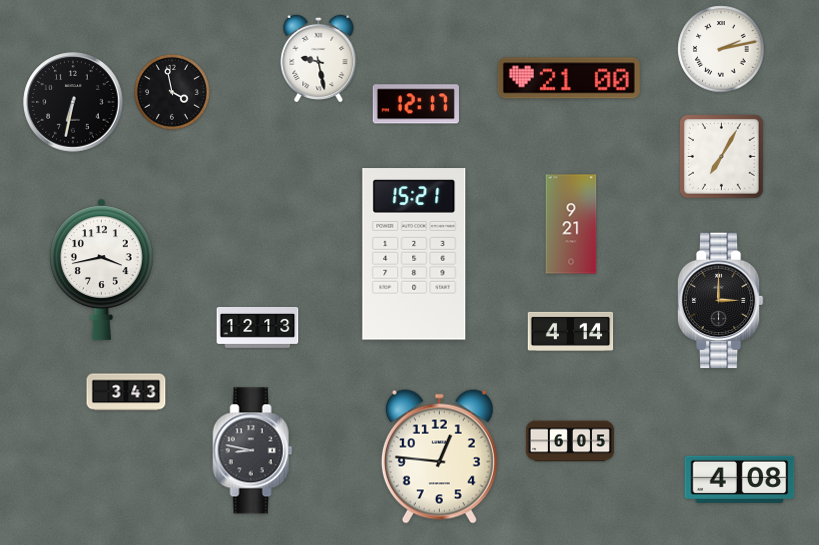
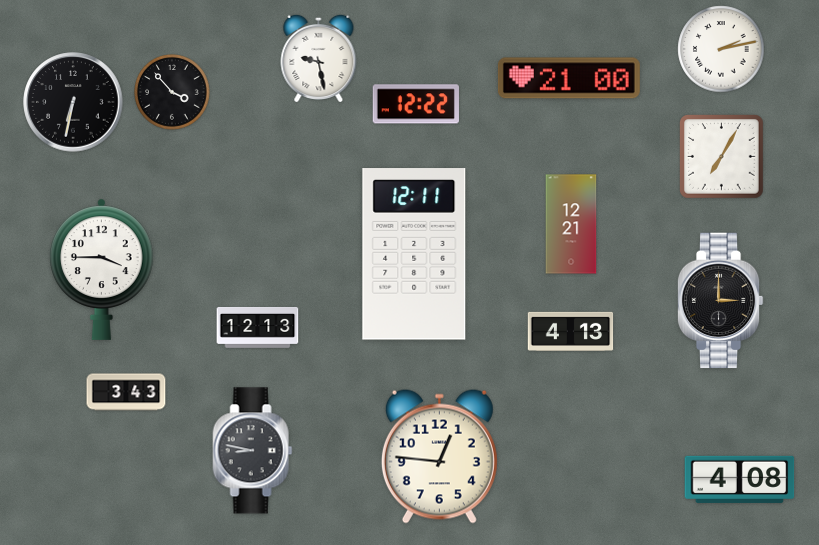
clock at (172, 92): 3:58 -> 3:53
clock at (416, 104): 12:17 -> 12:22
clock at (571, 224): 9:21 -> 12:21
clock at (414, 254): 15:21 -> 12:11
clock at (102, 269): 3:43 -> 3:45
clock at (571, 331): 4:14 -> 4:13
clock at (570, 441): 6:05 -> none
